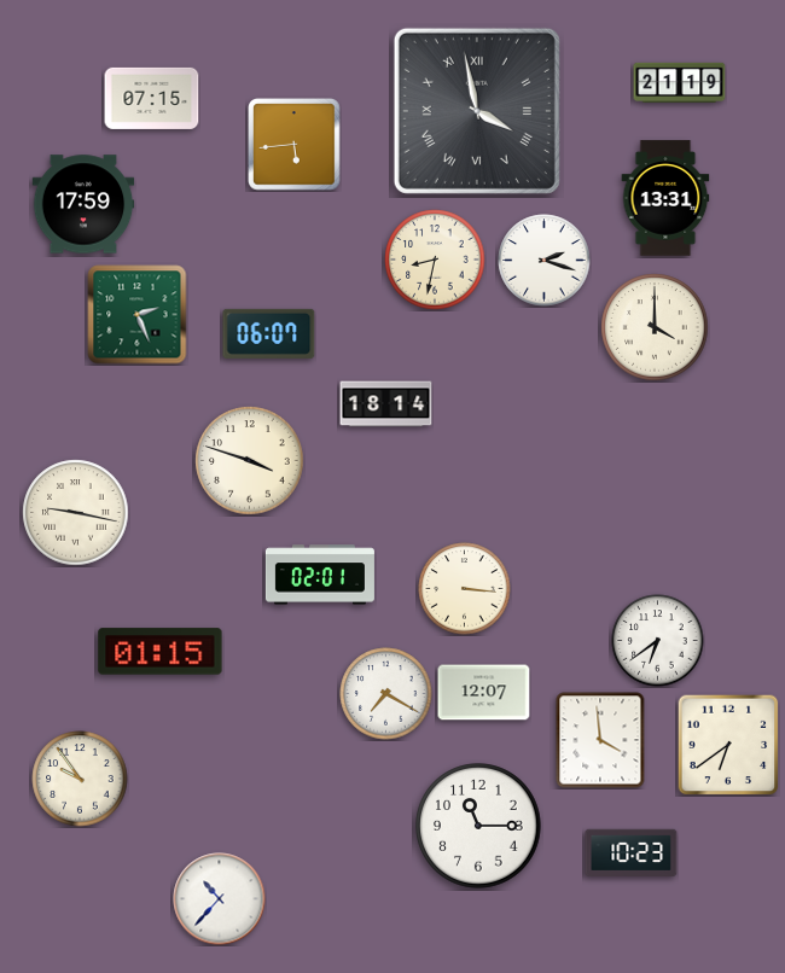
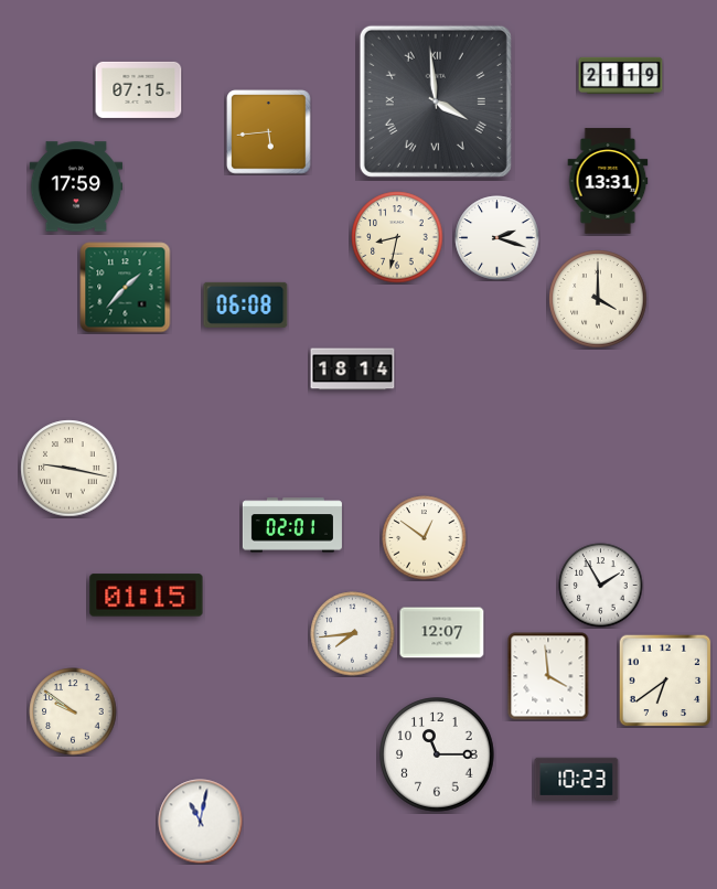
clock at (477, 111): 3:58 -> 3:59
clock at (138, 315): 2:26 -> 1:37
clock at (269, 333): 06:07 -> 06:08
clock at (250, 461): 3:48 -> none
clock at (465, 589): 3:16 -> 12:51
clock at (658, 641): 6:39 -> 1:55
clock at (386, 694): 7:20 -> 7:44
clock at (80, 779): 9:54 -> 9:51
clock at (220, 899): 10:37 -> 11:02
